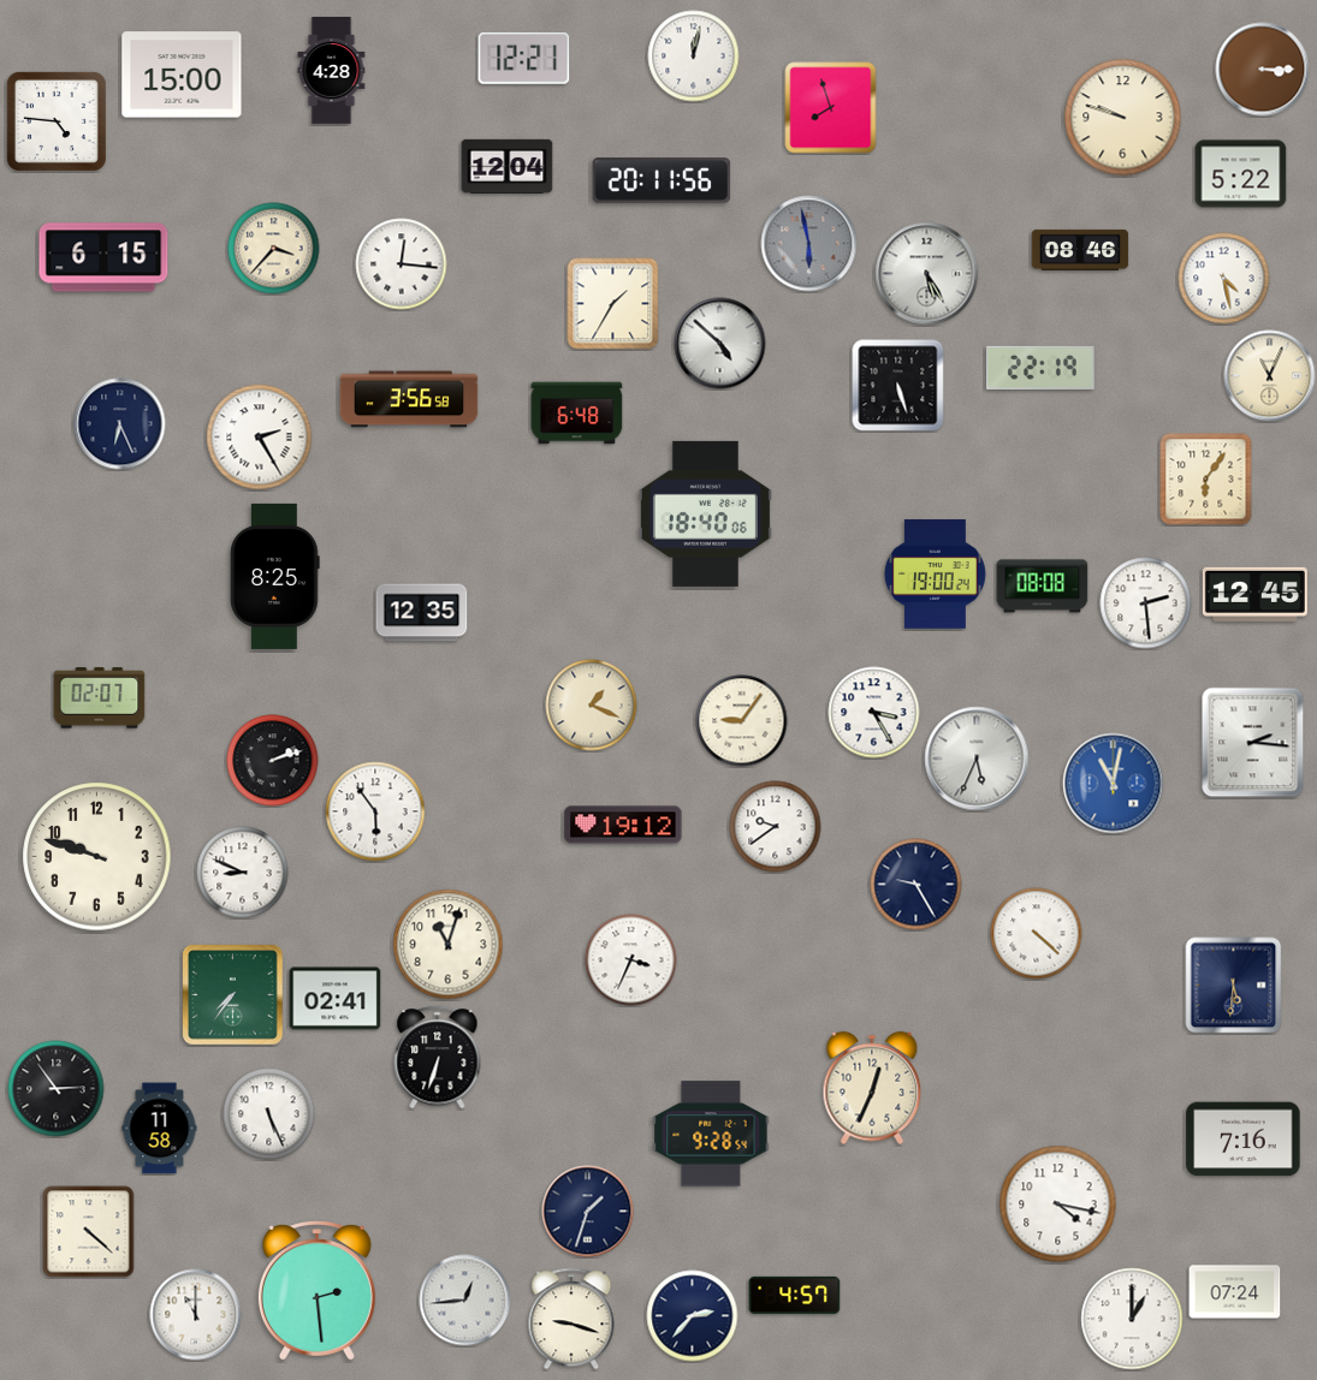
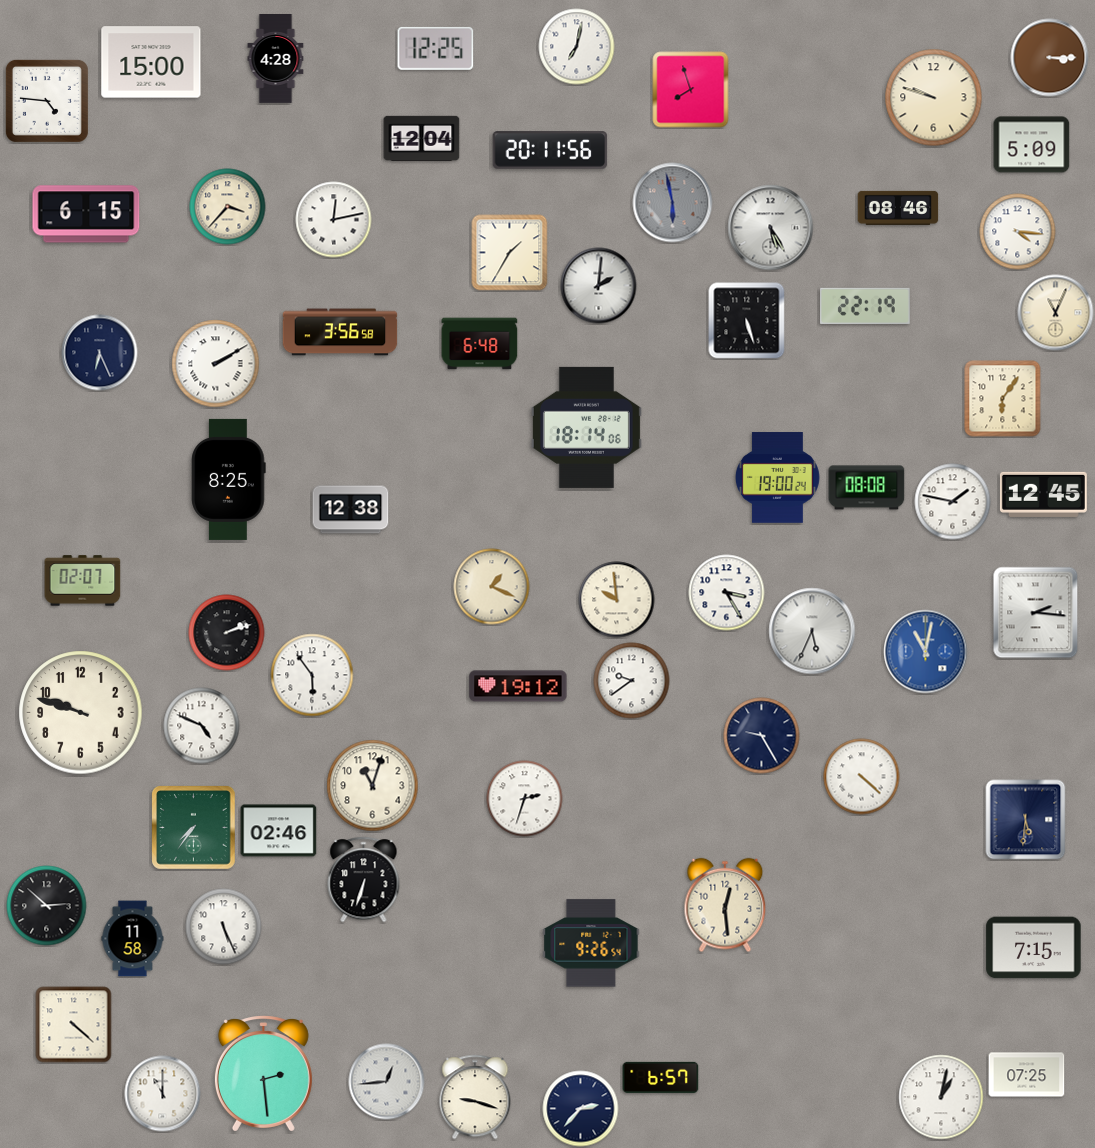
clock at (694, 56): 12:02 -> 7:02
clock at (524, 58): 12:21 -> 12:25
clock at (1241, 174): 5:22 -> 5:09
clock at (402, 264): 12:16 -> 12:13
clock at (1224, 279): 4:28 -> 4:16
clock at (720, 344): 4:52 -> 2:01
clock at (260, 438): 2:25 -> 2:10
clock at (705, 513): 18:40 -> 18:14
clock at (1146, 603): 2:29 -> 1:47
clock at (422, 613): 12:35 -> 12:38
clock at (742, 721): 9:06 -> 9:59
clock at (1253, 743) position: (1253, 743) -> (1036, 613)
clock at (776, 827) position: (776, 827) -> (632, 681)
clock at (243, 873): 8:49 -> 4:49
clock at (631, 960): 3:34 -> 2:33
clock at (336, 999): 02:41 -> 02:46
clock at (872, 1088): 12:34 -> 12:29
clock at (57, 1089): 2:54 -> 2:52
clock at (711, 1134): 9:28 -> 9:26
clock at (1244, 1140): 7:16 -> 7:15
clock at (1058, 1204): 4:17 -> none
clock at (588, 1212): 1:33 -> none
clock at (1235, 1292): 07:24 -> 07:25
clock at (795, 1295): 4:57 -> 6:57
clock at (693, 1316) position: (693, 1316) -> (581, 1109)
clock at (1132, 1319): 1:00 -> 1:02
